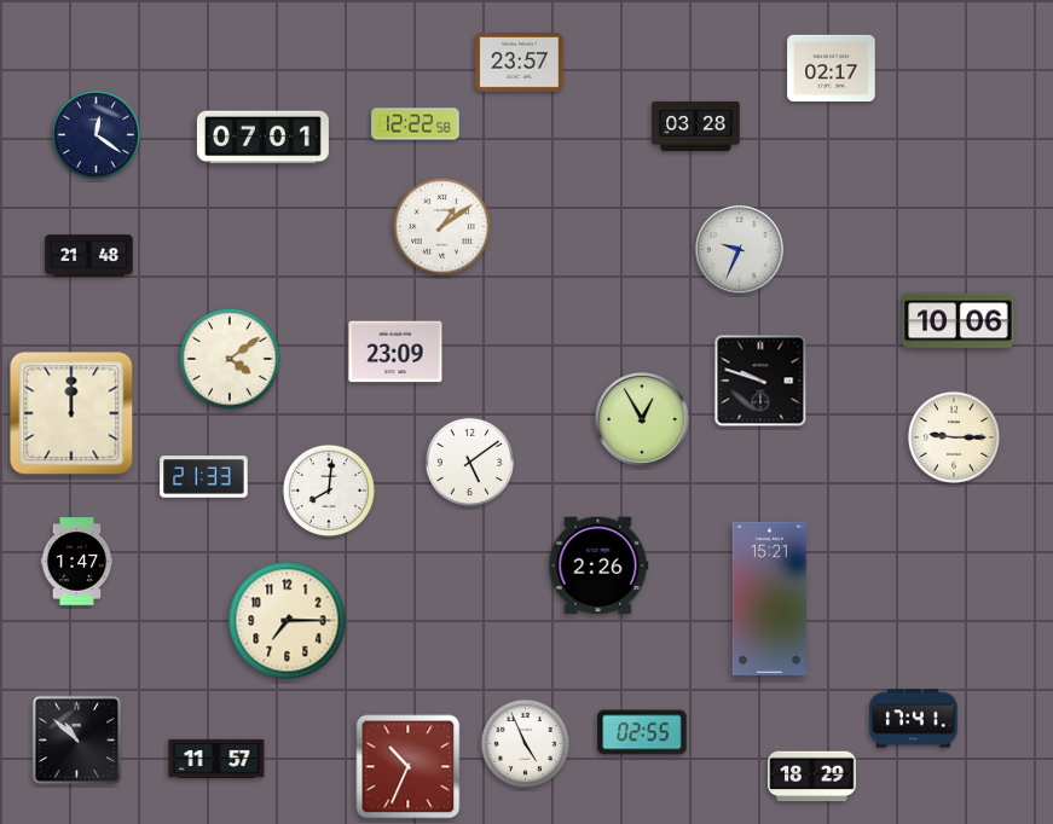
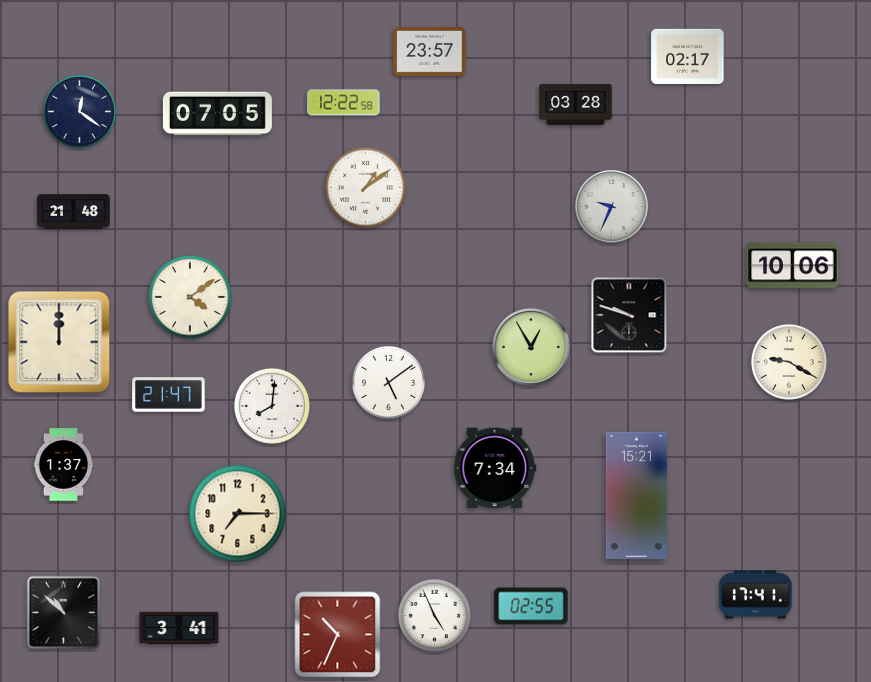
clock at (262, 138): 07:01 -> 07:05
clock at (395, 352): 23:09 -> none
clock at (954, 437): 9:15 -> 9:20
clock at (204, 477): 21:33 -> 21:47
clock at (77, 562): 1:47 -> 1:37
clock at (598, 565): 2:26 -> 7:34
clock at (216, 758): 11:57 -> 3:41
clock at (812, 777): 18:29 -> none
